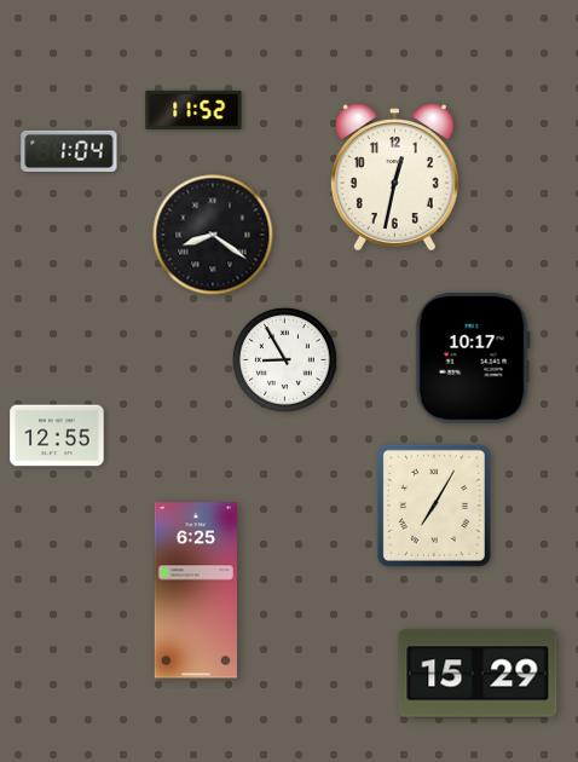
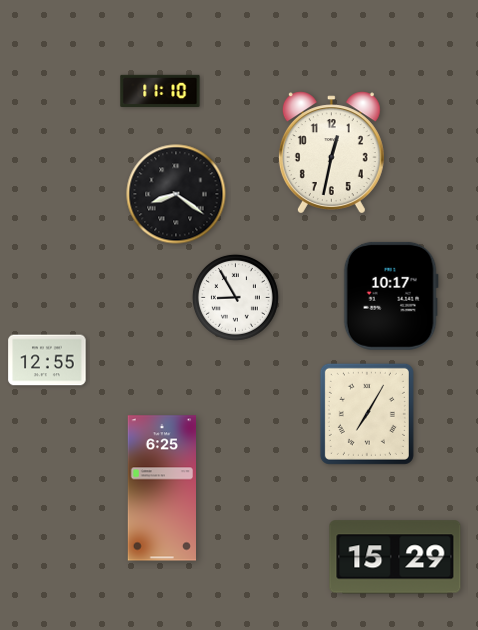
clock at (193, 109): 11:52 -> 11:10
clock at (69, 151): 1:04 -> none
clock at (394, 178) position: (394, 178) -> (331, 153)
clock at (434, 506) position: (434, 506) -> (367, 414)
